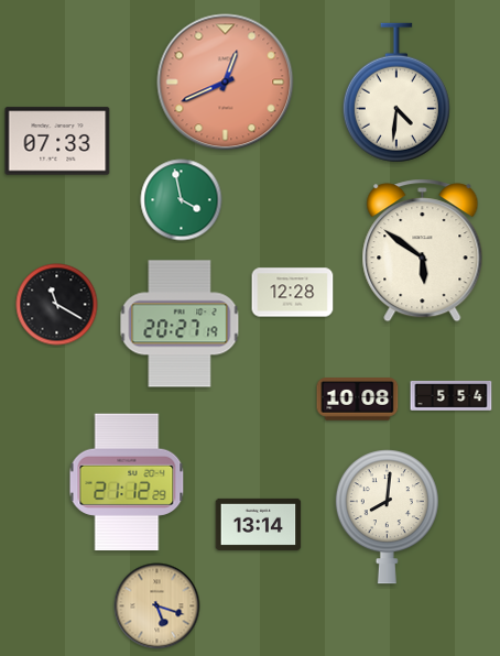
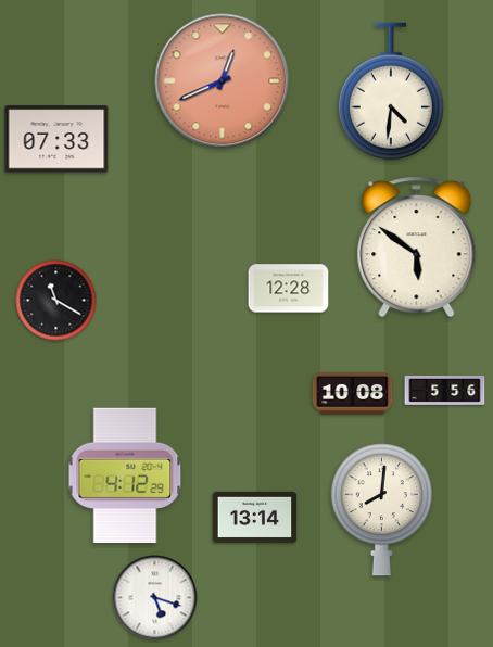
clock at (182, 200): 3:58 -> none
clock at (180, 324): 20:27 -> none
clock at (452, 395): 5:54 -> 5:56
clock at (127, 482): 21:12 -> 4:12
clock at (157, 606) dial: champagne -> white
